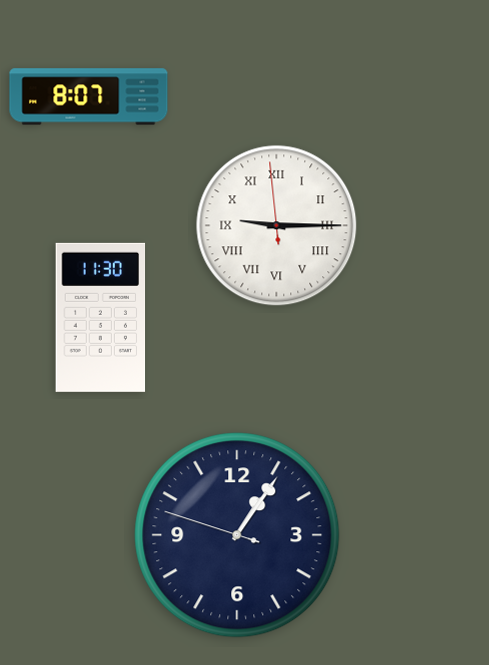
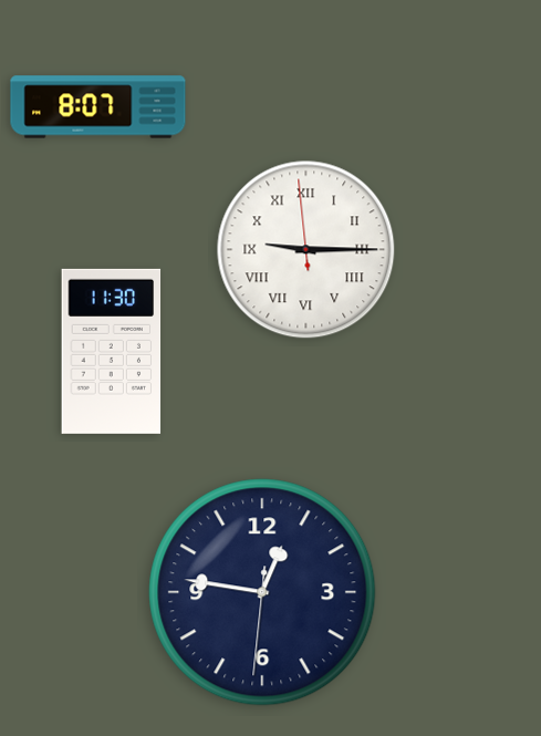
clock at (237, 535): 1:05 -> 12:46
